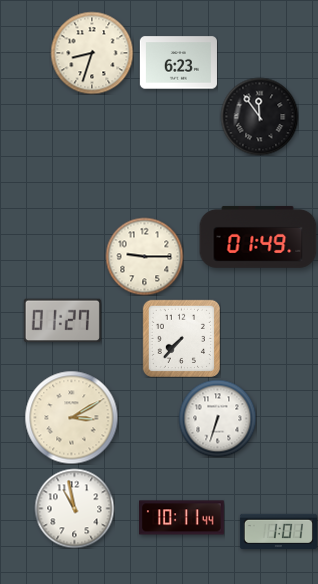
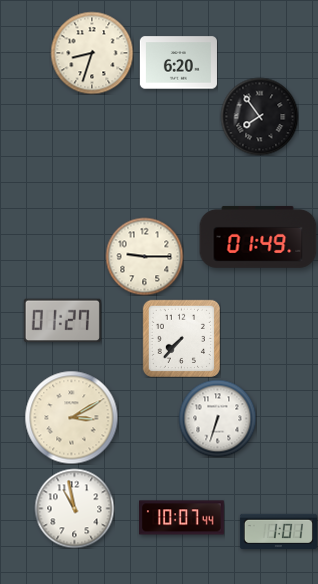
clock at (178, 63): 6:23 -> 6:20
clock at (259, 116): 11:54 -> 7:54
clock at (182, 518): 10:11 -> 10:07
